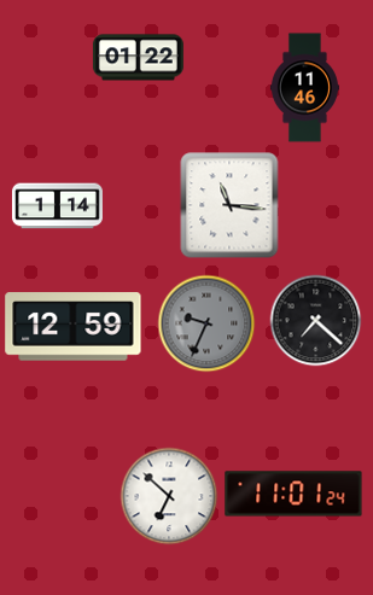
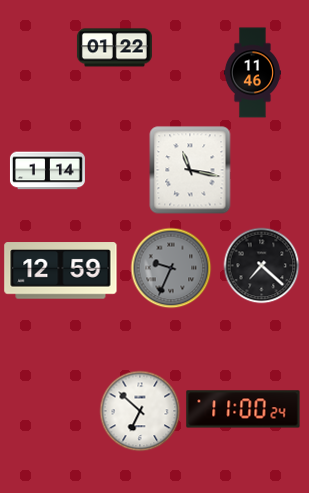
clock at (229, 205): 11:16 -> 11:17
clock at (293, 494): 11:01 -> 11:00
